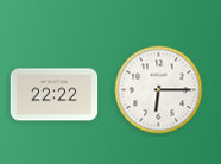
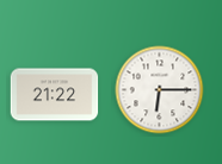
clock at (55, 95): 22:22 -> 21:22
